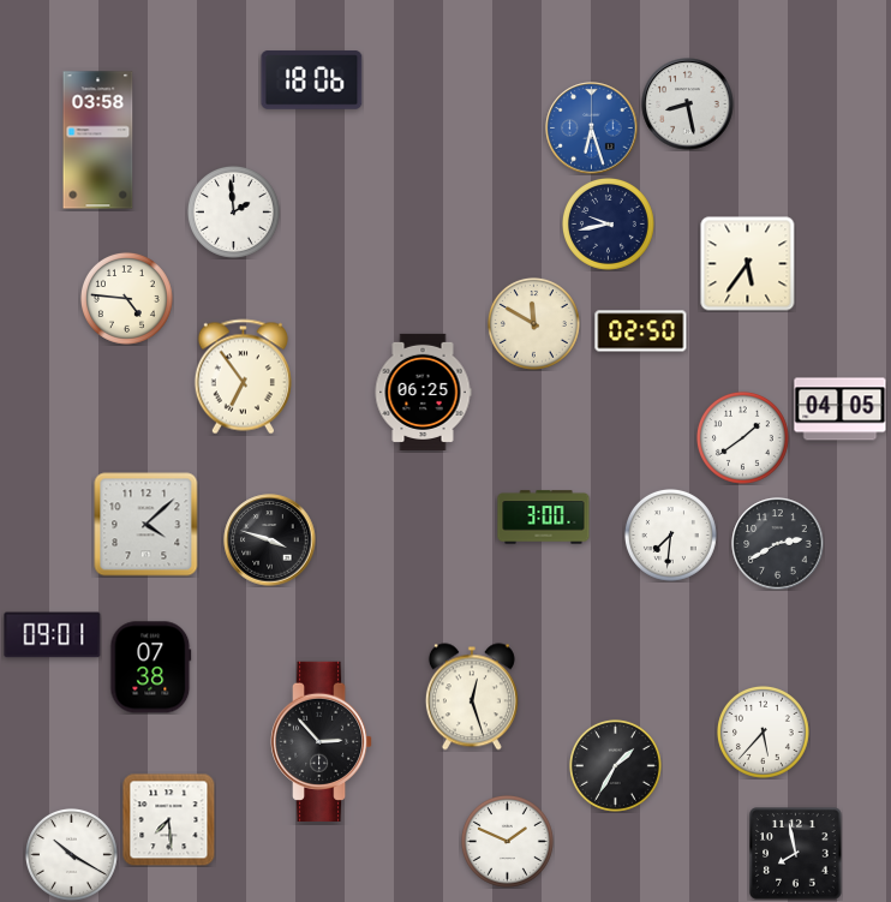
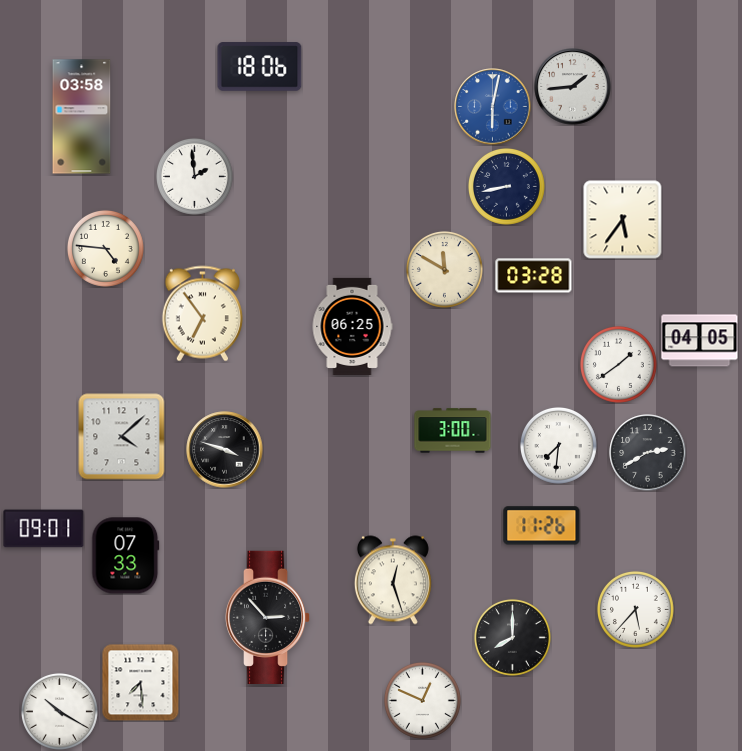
clock at (688, 104): 8:28 -> 1:44
clock at (592, 129): 6:27 -> 6:02
clock at (608, 223): 9:43 -> 8:43
clock at (641, 331): 02:50 -> 03:28
clock at (542, 526): none -> 11:26
clock at (151, 668): 07:38 -> 07:33
clock at (615, 765): 1:35 -> 8:00
clock at (507, 841): 1:49 -> 12:49
clock at (796, 854): 7:58 -> none
